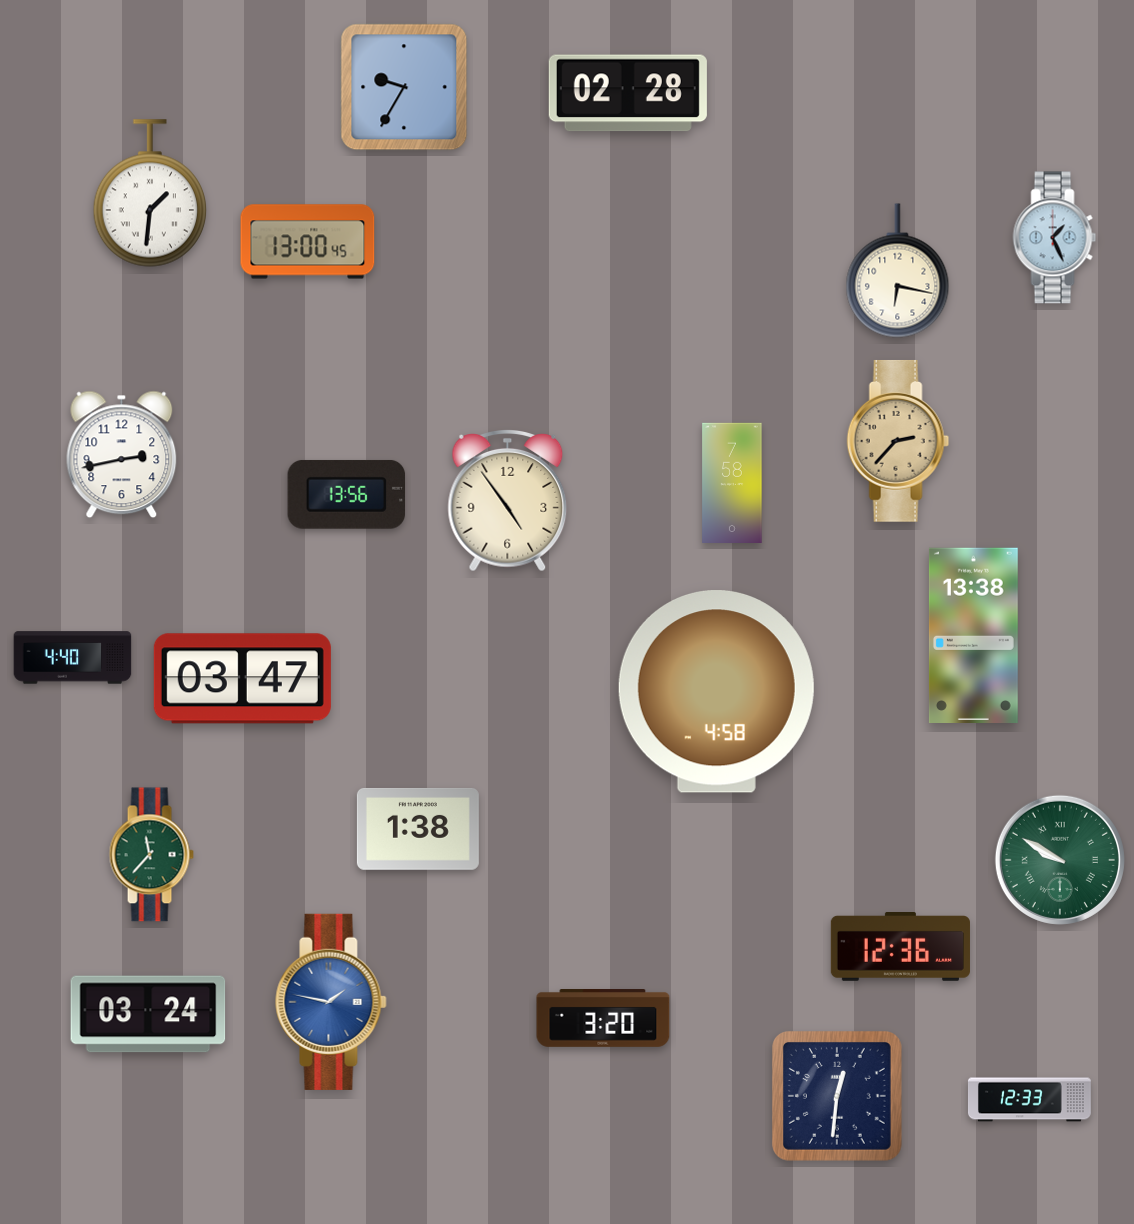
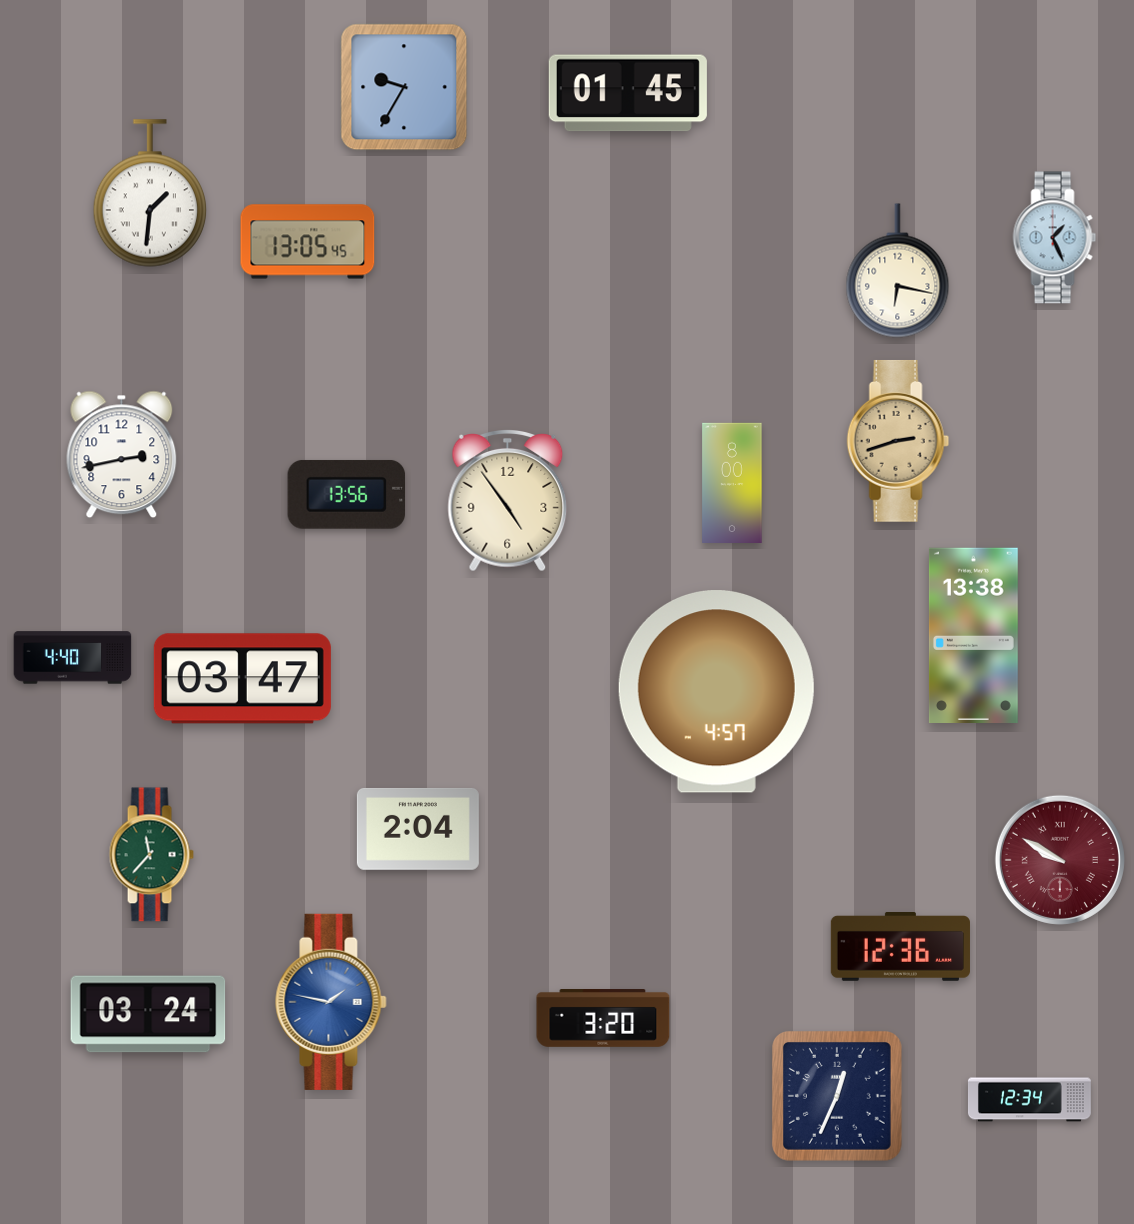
clock at (628, 93): 02:28 -> 01:45
clock at (308, 242): 13:00 -> 13:05
clock at (898, 441): 2:37 -> 2:42
clock at (732, 482): 7:58 -> 8:00
clock at (716, 692): 4:58 -> 4:57
clock at (418, 829): 1:38 -> 2:04
clock at (1060, 860) dial: green -> burgundy
clock at (837, 1096): 12:31 -> 12:34
clock at (1029, 1100): 12:33 -> 12:34
